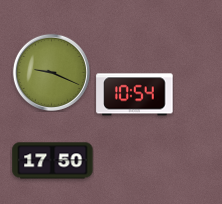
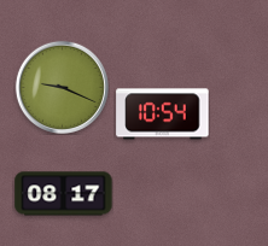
clock at (53, 161): 17:50 -> 08:17
